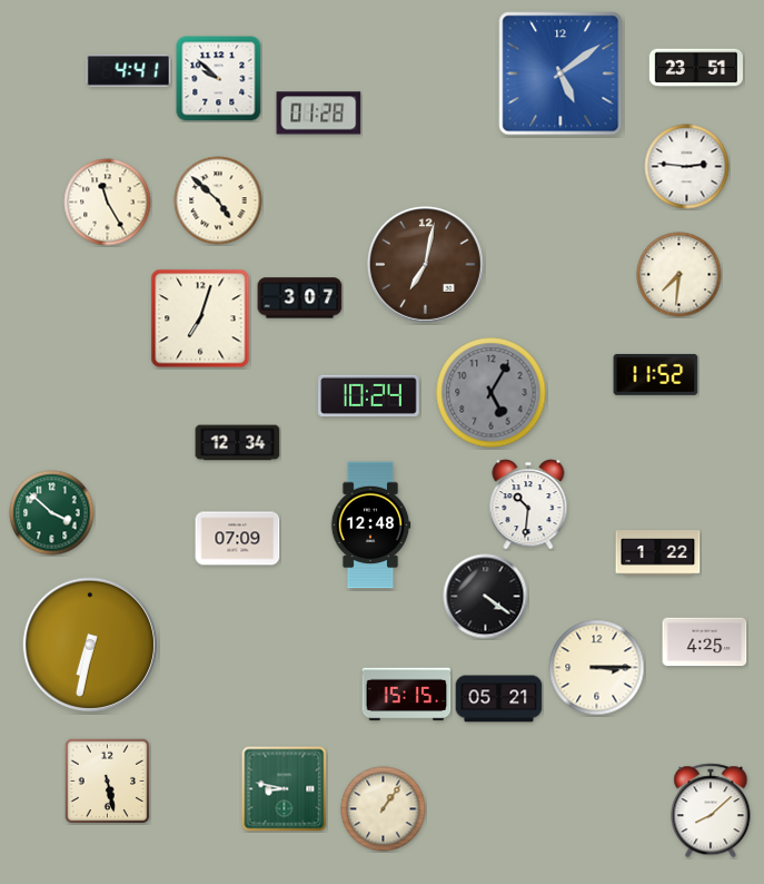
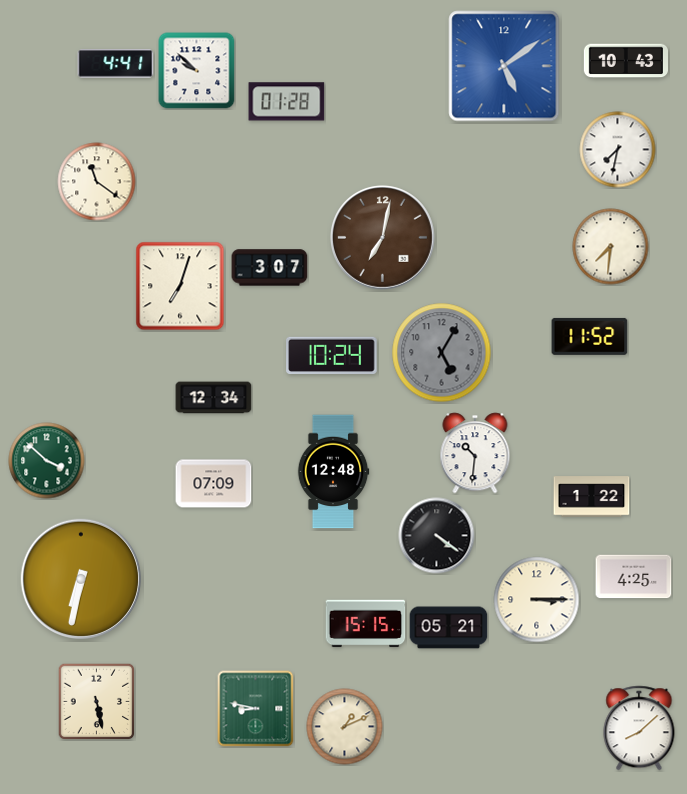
clock at (695, 68): 23:51 -> 10:43
clock at (687, 167): 2:46 -> 7:32
clock at (218, 200): 4:52 -> none
clock at (108, 203): 11:25 -> 11:21
clock at (384, 809): 1:06 -> 1:11
